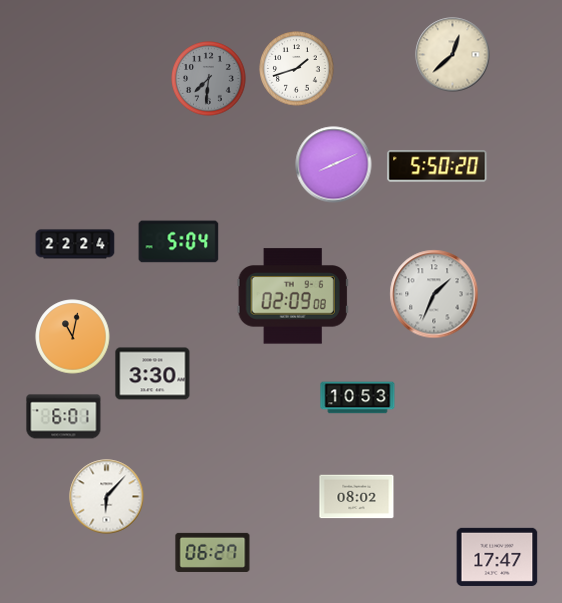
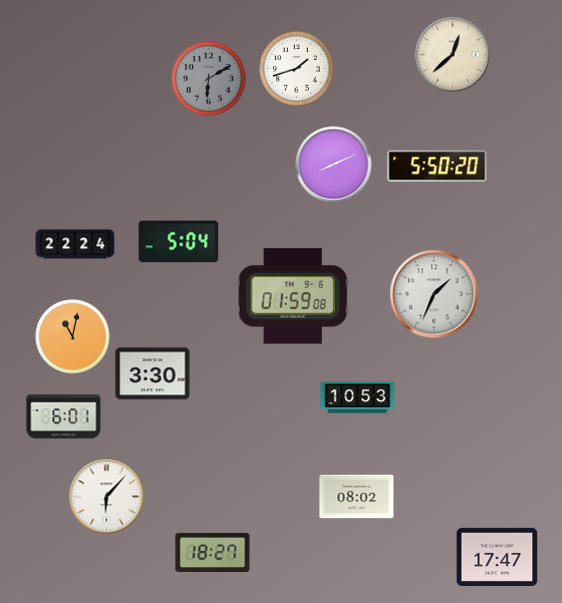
clock at (209, 79): 7:31 -> 6:10
clock at (293, 296): 02:09 -> 01:59
clock at (213, 552): 06:27 -> 18:27
